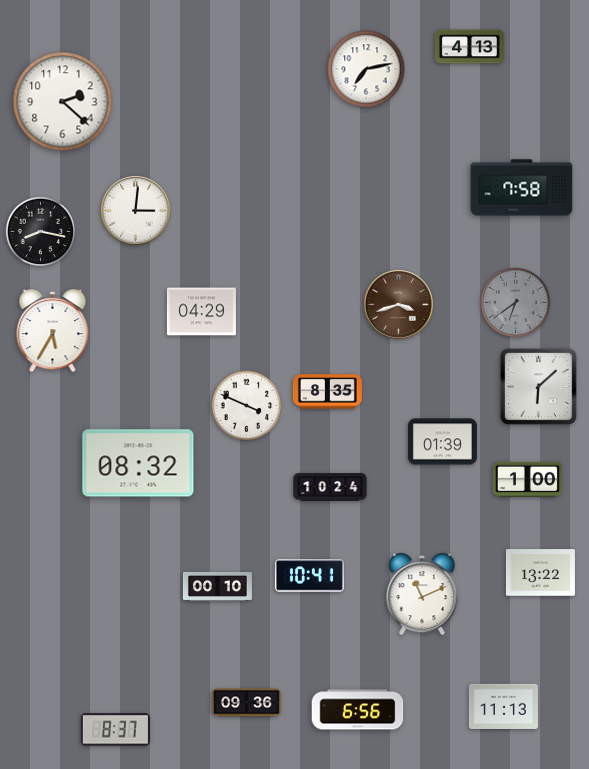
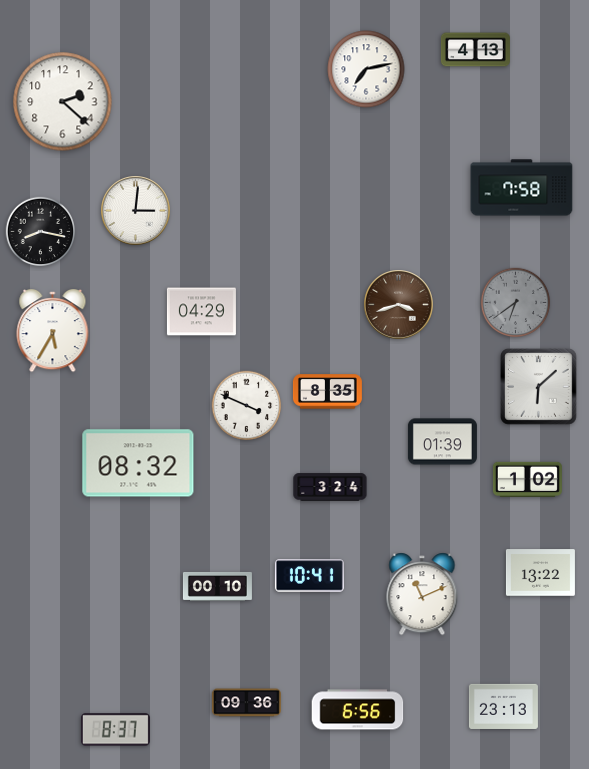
clock at (469, 47) position: (469, 47) -> (475, 50)
clock at (527, 479): 1:00 -> 1:02
clock at (330, 487): 10:24 -> 3:24
clock at (503, 706): 11:13 -> 23:13
